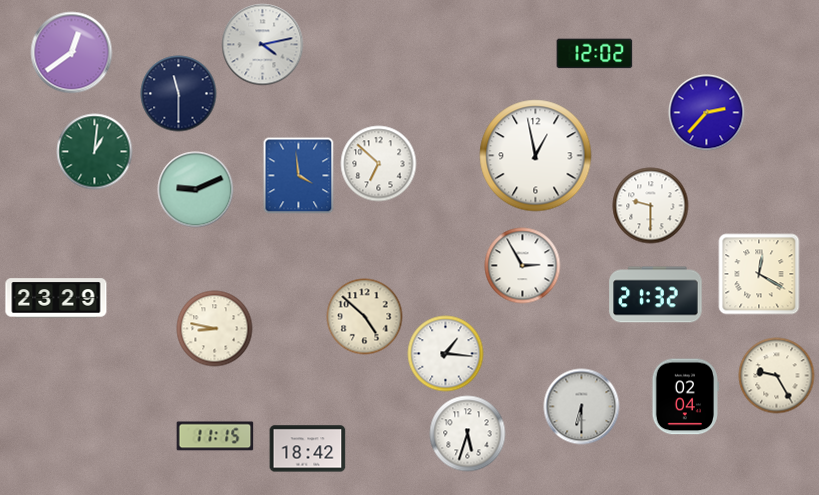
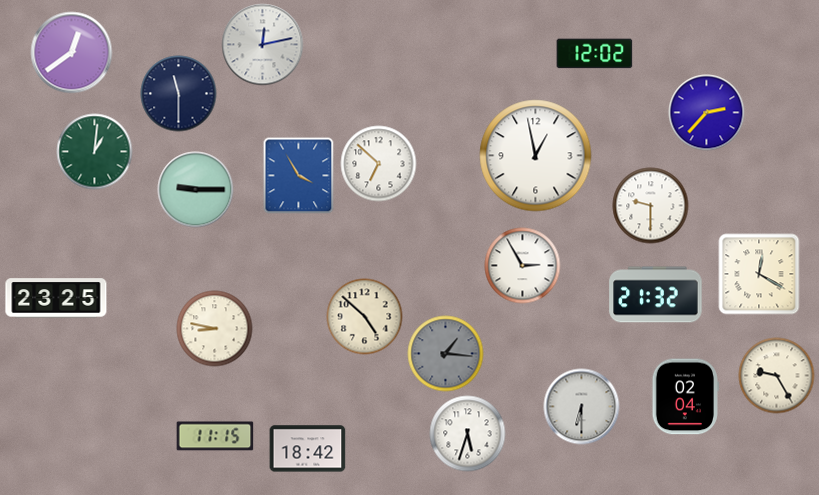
clock at (263, 45): 4:13 -> 12:13
clock at (299, 176): 3:59 -> 3:55
clock at (196, 190): 9:11 -> 9:15
clock at (56, 298): 23:29 -> 23:25
clock at (446, 354) dial: white -> grey
